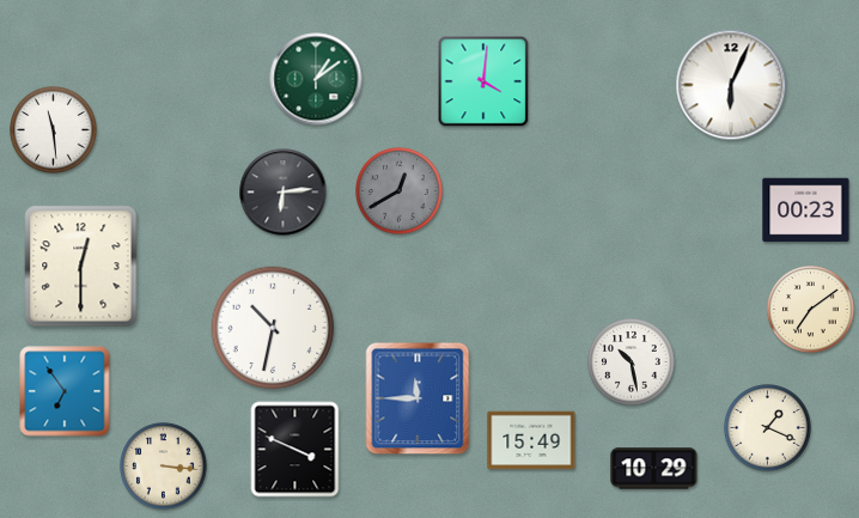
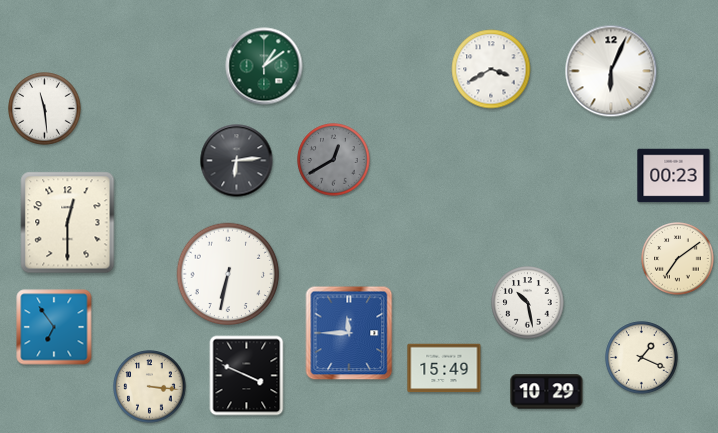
clock at (483, 81): 4:01 -> none
clock at (491, 69): none -> 3:40
clock at (273, 328): 10:32 -> 6:32
clock at (164, 467) position: (164, 467) -> (150, 387)
